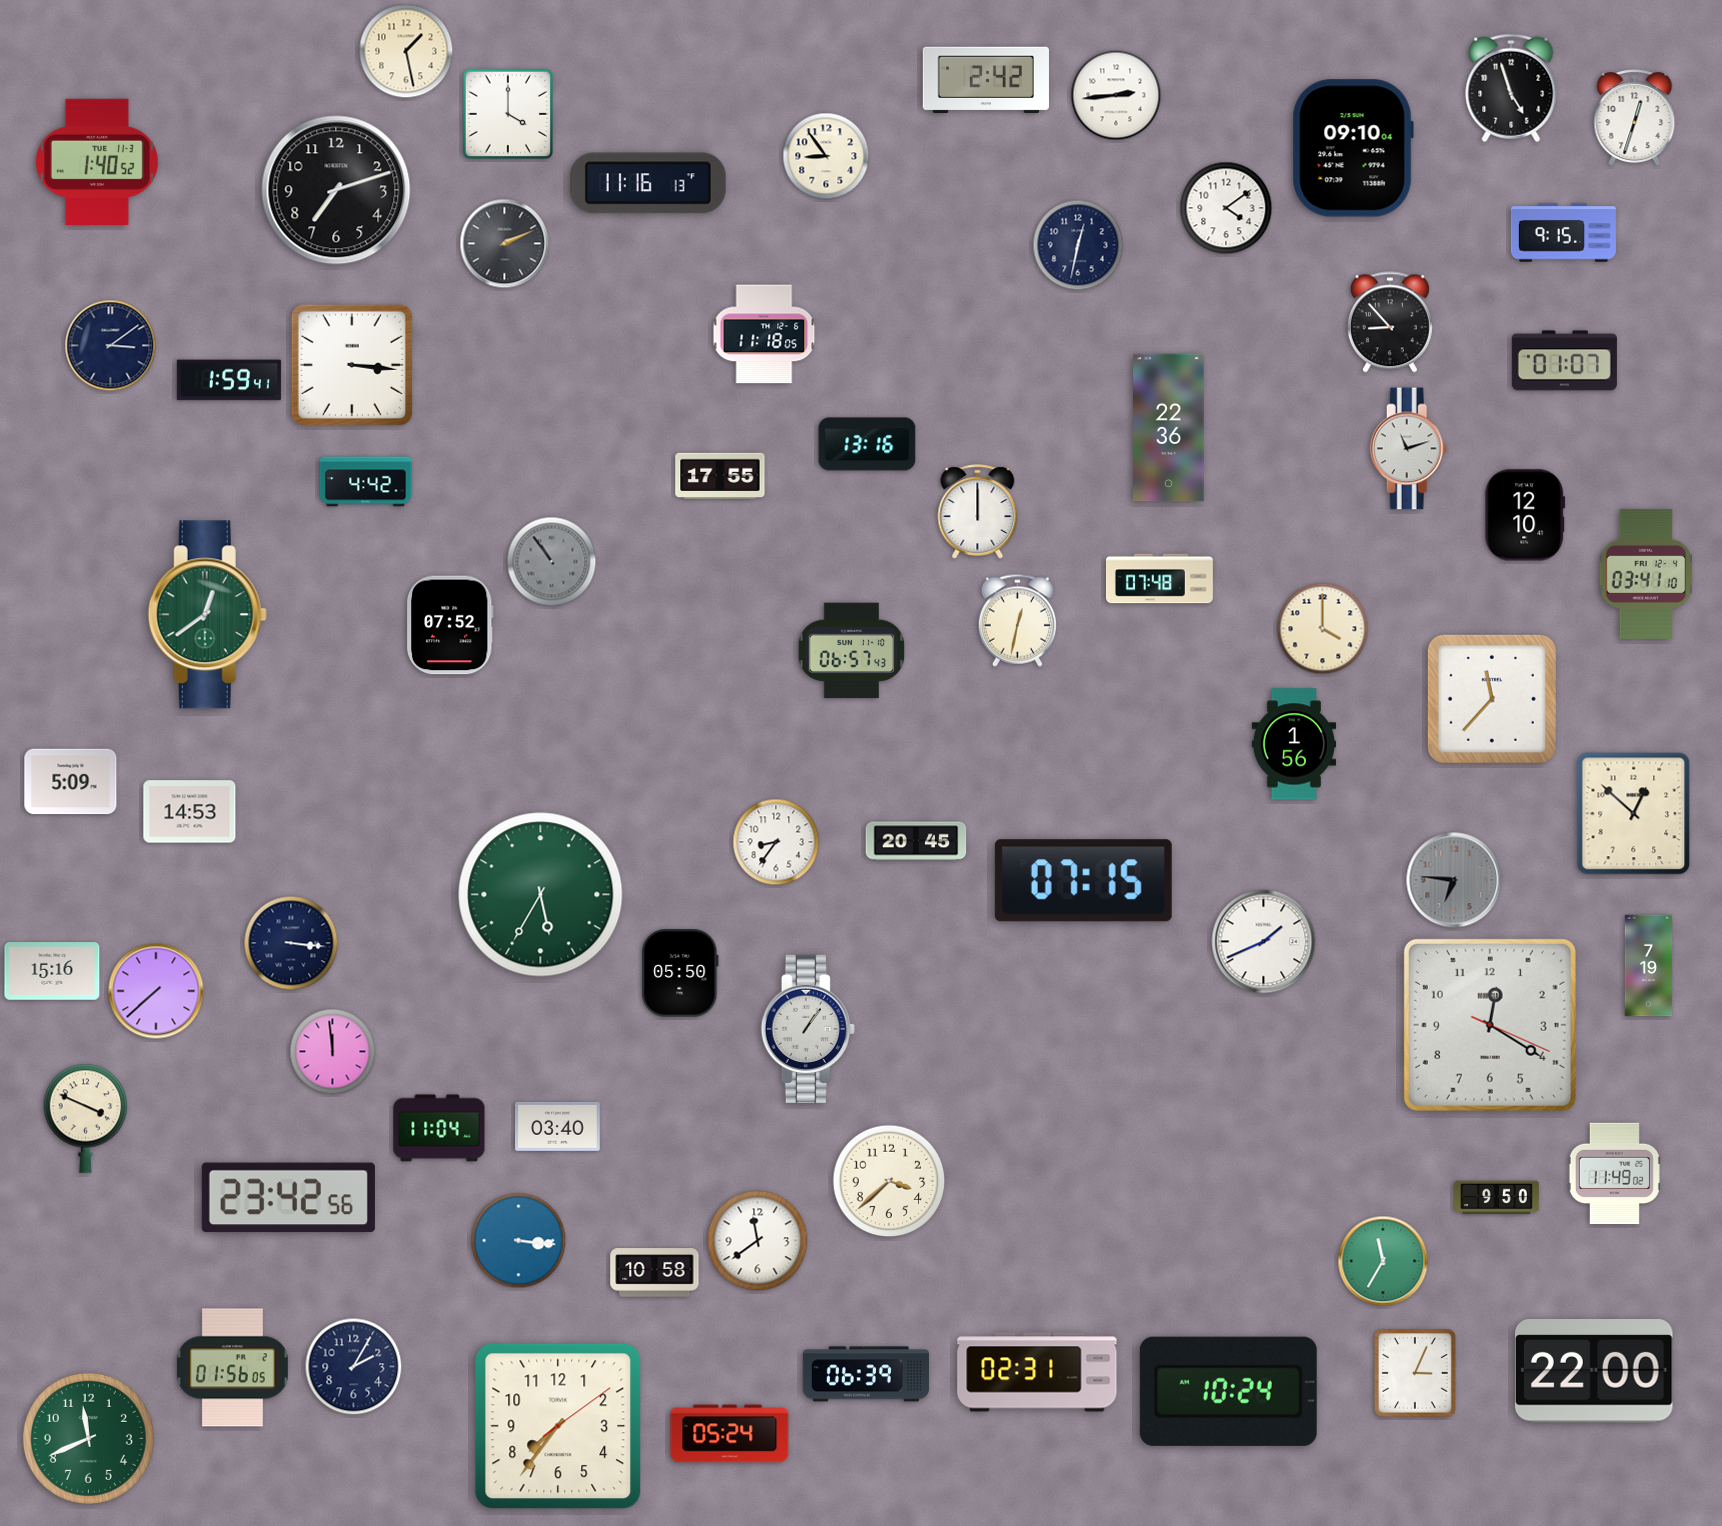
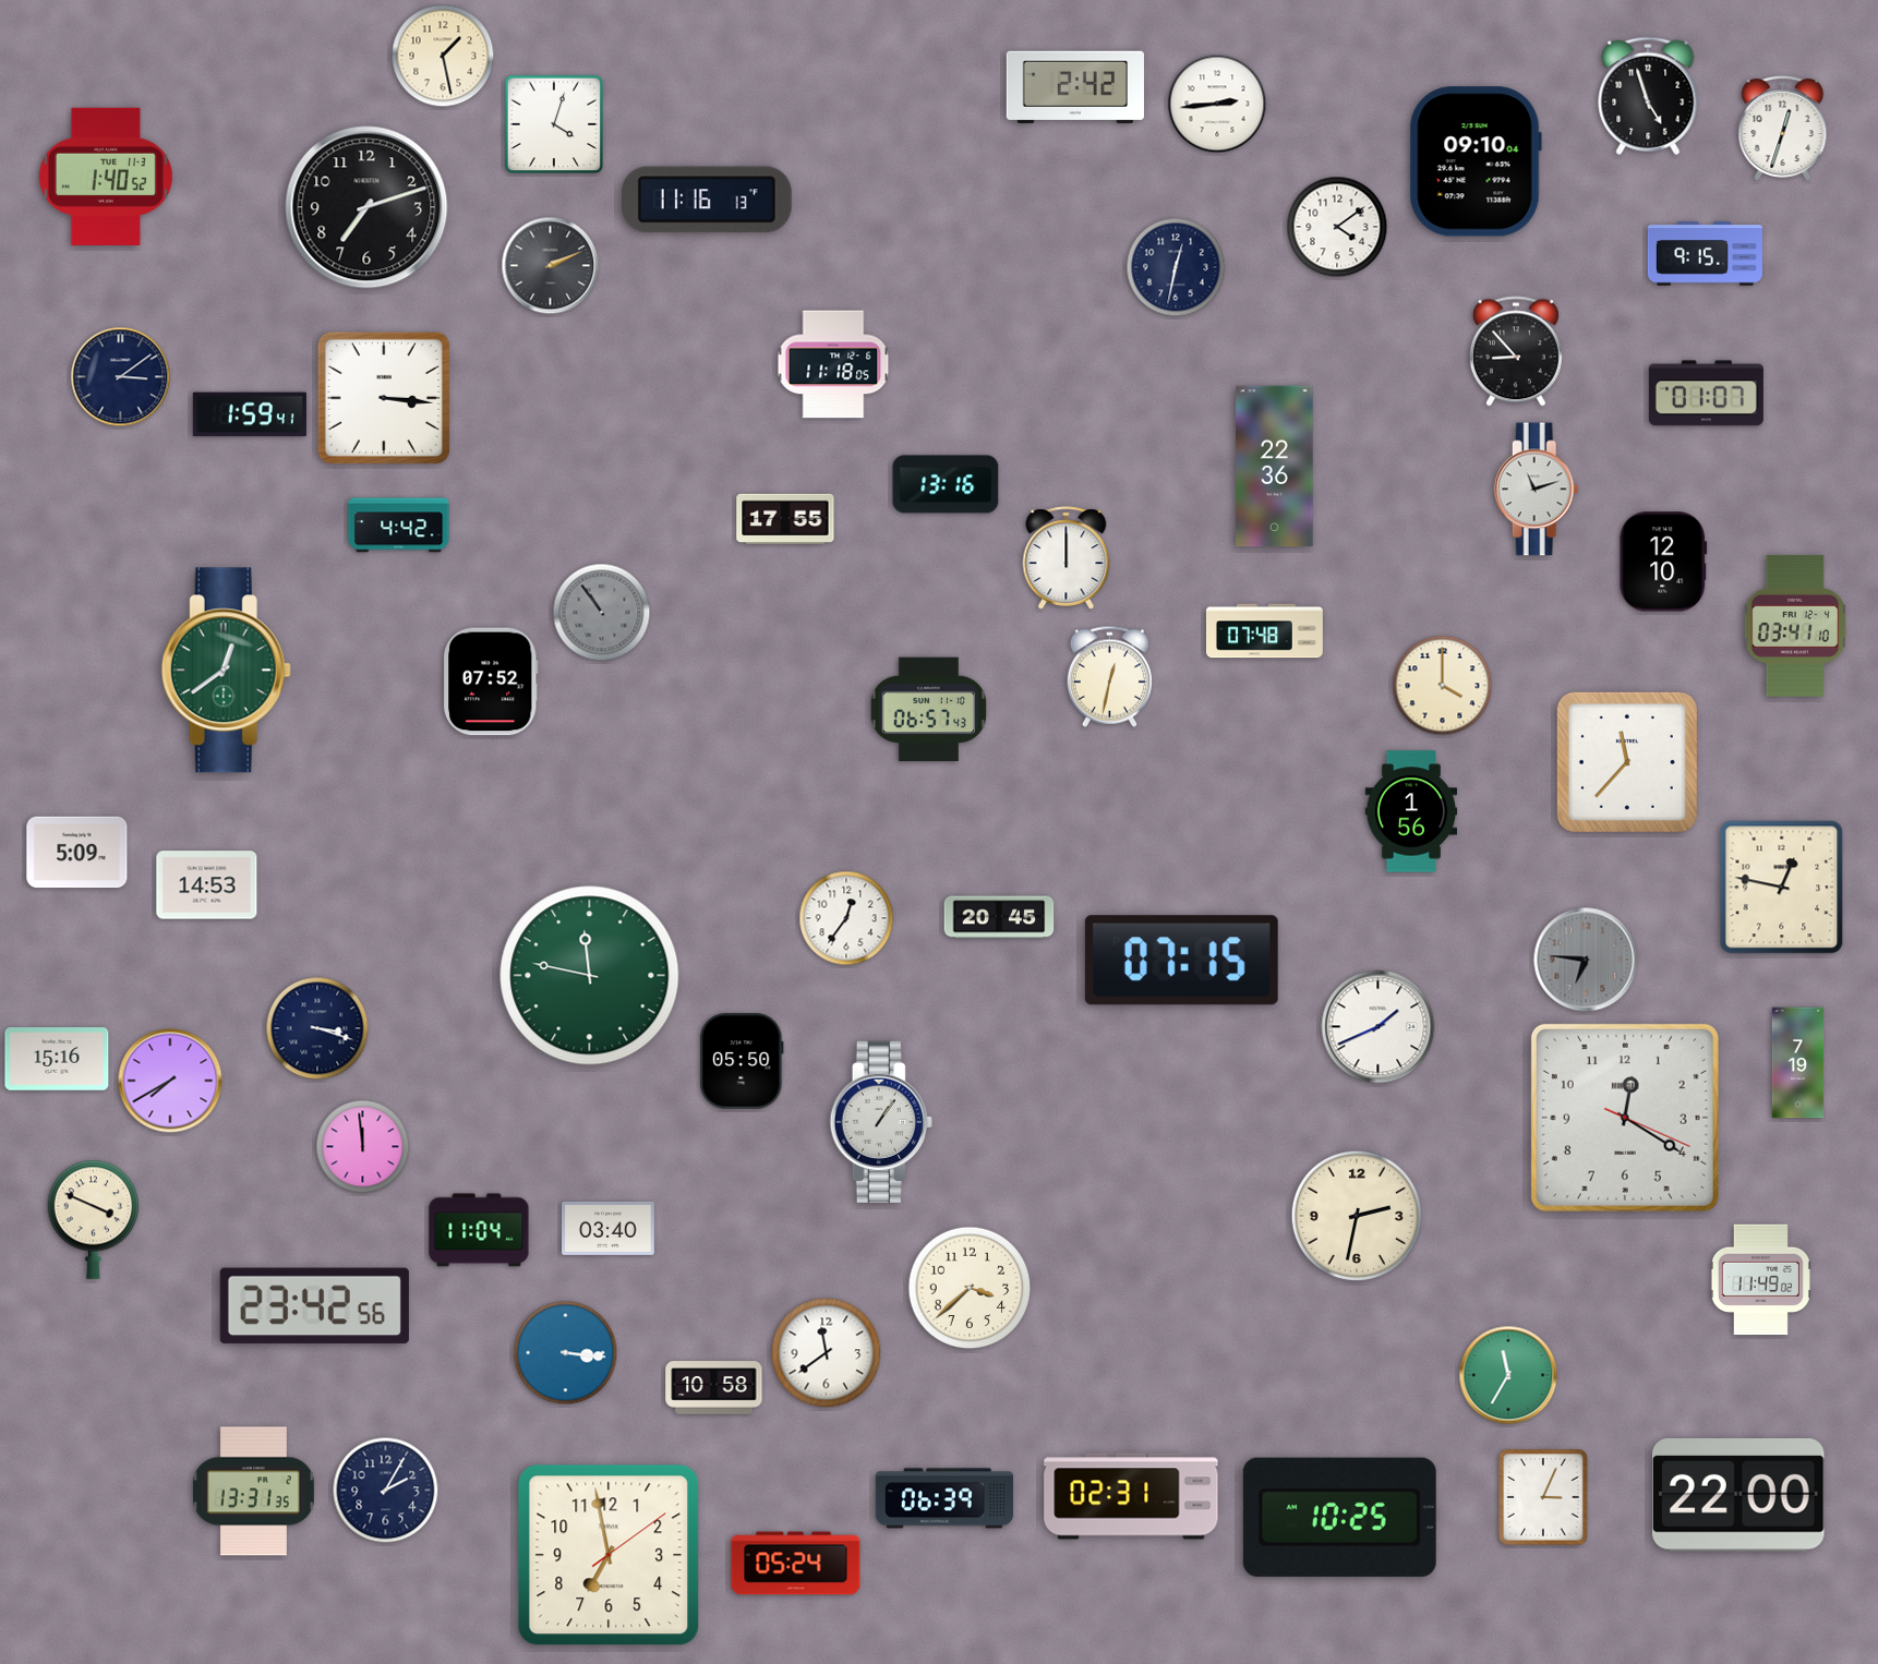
clock at (508, 114): 4:00 -> 4:03
clock at (826, 156): 8:54 -> none
clock at (1634, 814): 12:52 -> 12:47
clock at (776, 842): 8:36 -> 12:36
clock at (541, 895): 5:35 -> 11:47
clock at (291, 943): 3:16 -> 3:18
clock at (1649, 966) position: (1649, 966) -> (1798, 1063)
clock at (156, 991): 7:38 -> 7:40
clock at (1356, 1215): none -> 2:32
clock at (1497, 1198): 9:50 -> none
clock at (232, 1368): 01:56 -> 13:31
clock at (1228, 1391): 10:24 -> 10:25
clock at (558, 1426): 7:36 -> 6:58
clock at (88, 1438): 11:41 -> none
